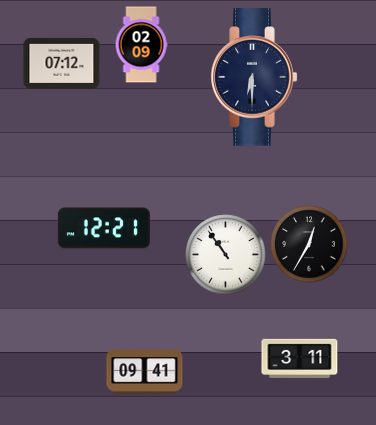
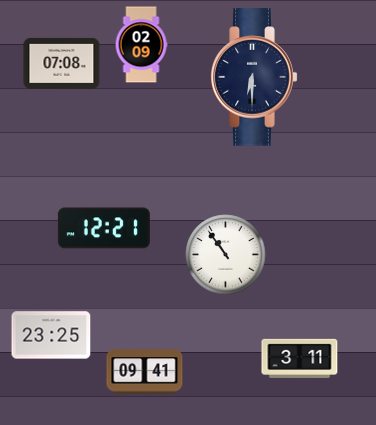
clock at (62, 63): 07:12 -> 07:08
clock at (309, 244): 12:35 -> none
clock at (51, 335): none -> 23:25
